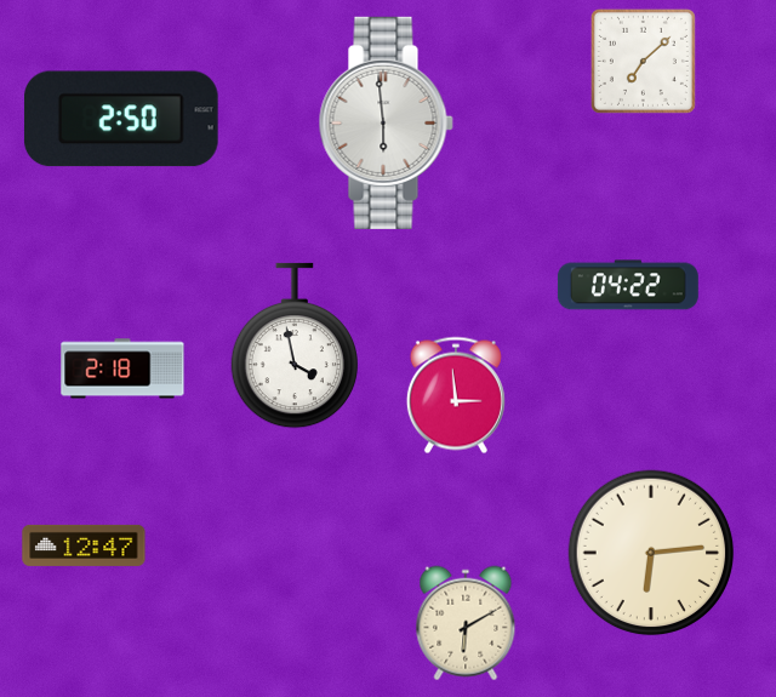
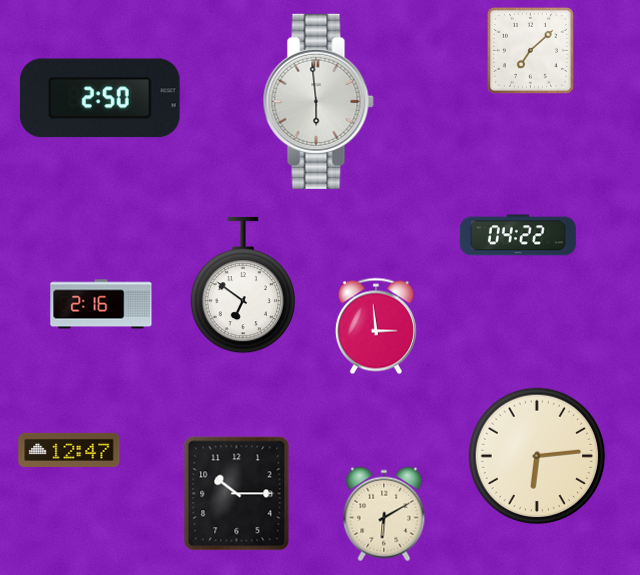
clock at (293, 345): 3:58 -> 6:51
clock at (122, 369): 2:18 -> 2:16
clock at (237, 494): none -> 10:15
